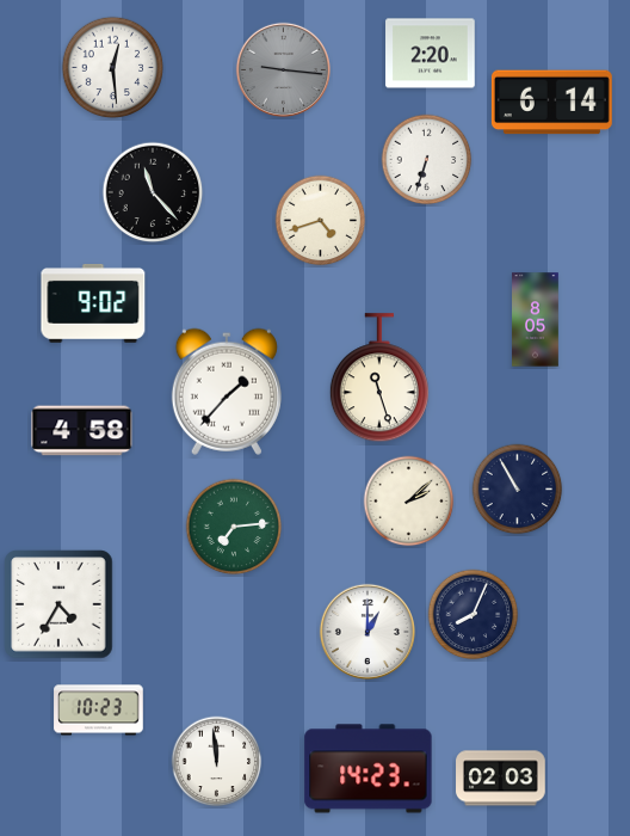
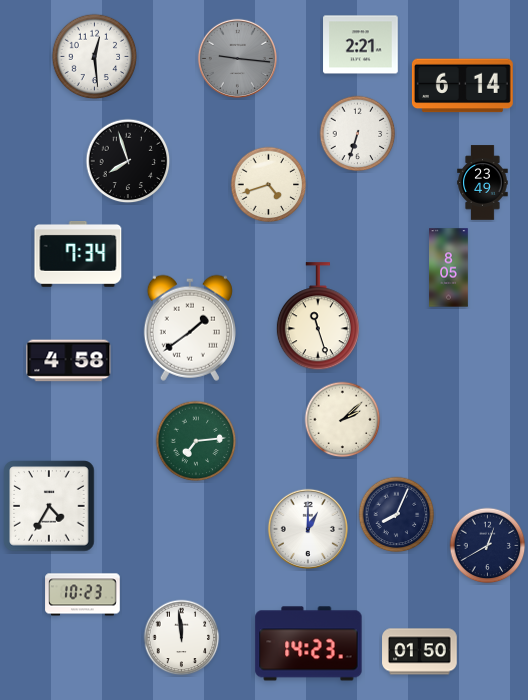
clock at (431, 54): 2:20 -> 2:21
clock at (153, 192): 11:23 -> 7:57
clock at (483, 183): none -> 23:49
clock at (93, 305): 9:02 -> 7:34
clock at (227, 392): 1:37 -> 1:39
clock at (518, 490): 10:55 -> none
clock at (488, 546): none -> 12:40
clock at (501, 779): 02:03 -> 01:50
